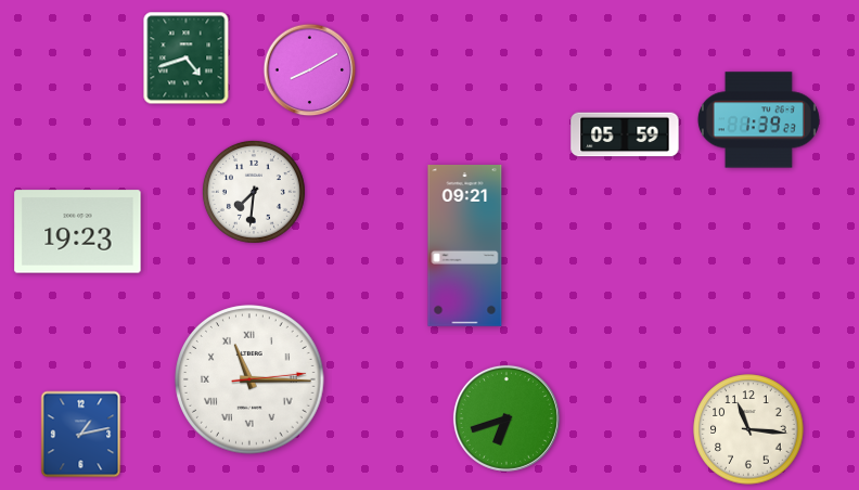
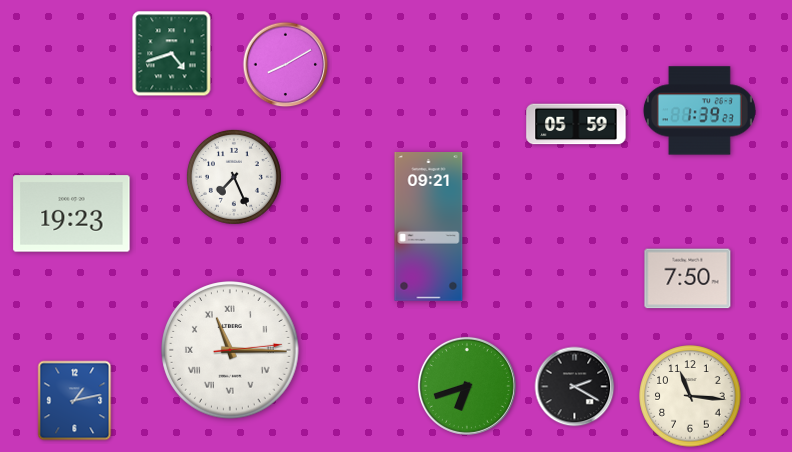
clock at (254, 192): 7:31 -> 7:26
clock at (688, 279): none -> 7:50
clock at (575, 387): none -> 2:20
